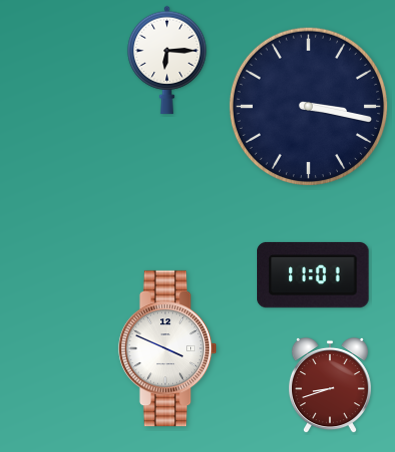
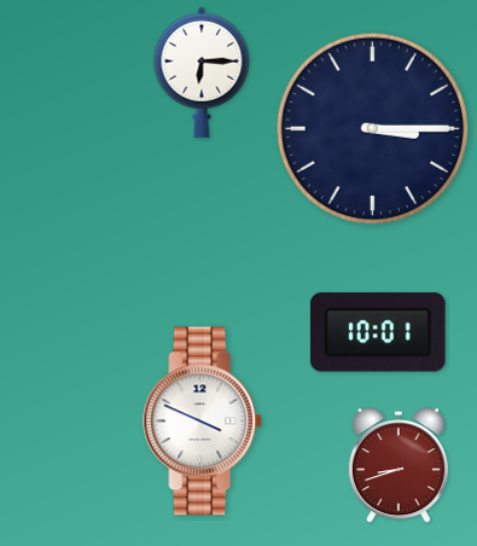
clock at (309, 107): 3:17 -> 3:15
clock at (313, 275): 11:01 -> 10:01
